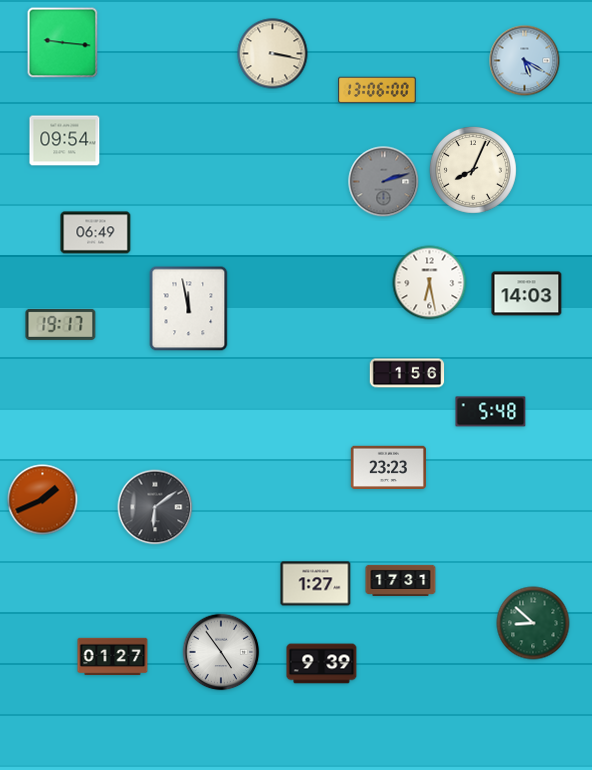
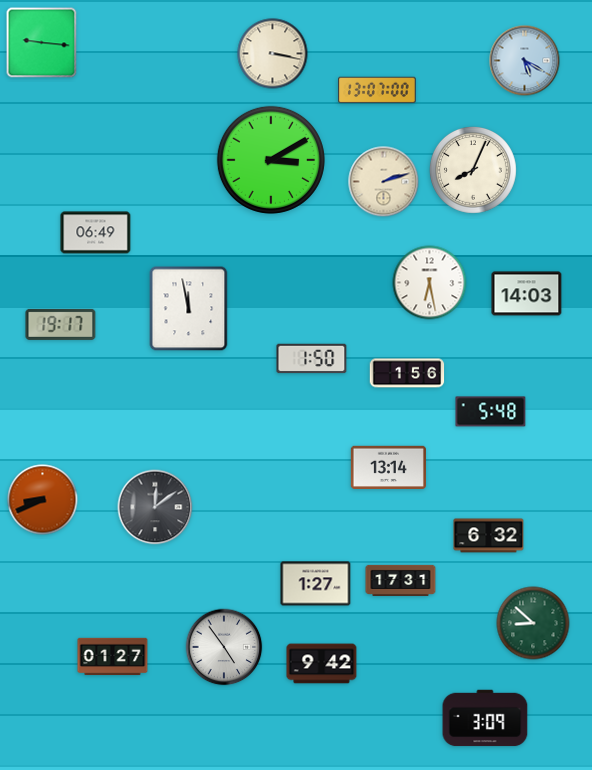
clock at (63, 43) position: (63, 43) -> (42, 43)
clock at (377, 90): 13:06 -> 13:07
clock at (65, 141): 09:54 -> none
clock at (271, 160): none -> 3:10
clock at (384, 182) dial: grey -> cream
clock at (312, 359): none -> 1:50
clock at (388, 467): 23:23 -> 13:14
clock at (43, 500): 1:41 -> 8:41
clock at (155, 507): 6:09 -> 12:09
clock at (489, 536): none -> 6:32
clock at (221, 652) position: (221, 652) -> (224, 647)
clock at (322, 664): 9:39 -> 9:42
clock at (485, 718): none -> 3:09
